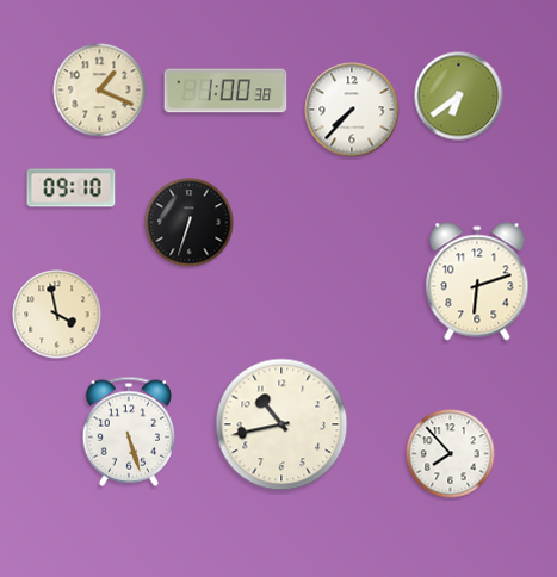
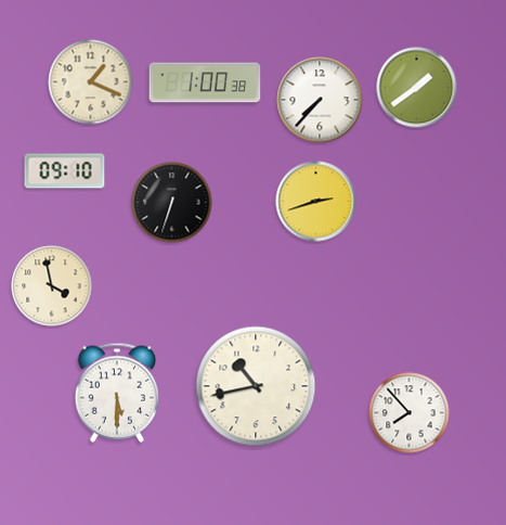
clock at (459, 97): 6:39 -> 1:39
clock at (316, 202): none -> 2:42
clock at (477, 281): 6:12 -> none
clock at (129, 432): 5:27 -> 5:30
